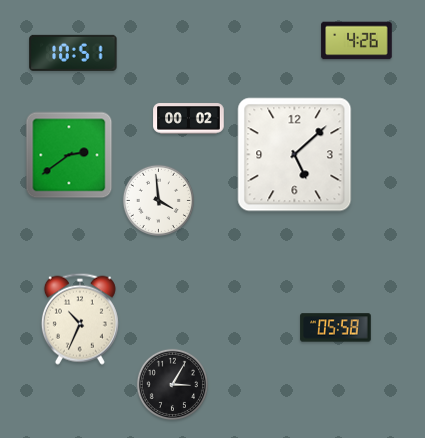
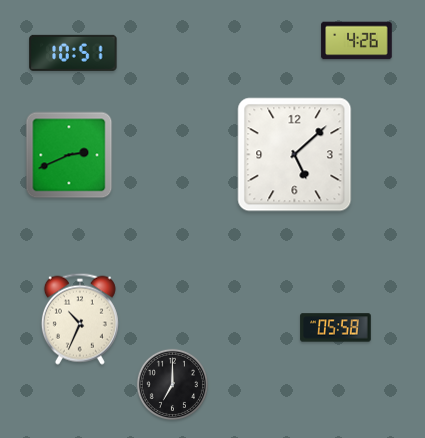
clock at (189, 119): 00:02 -> none
clock at (69, 155): 2:39 -> 2:41
clock at (158, 200): 3:59 -> none
clock at (172, 384): 3:05 -> 7:00
